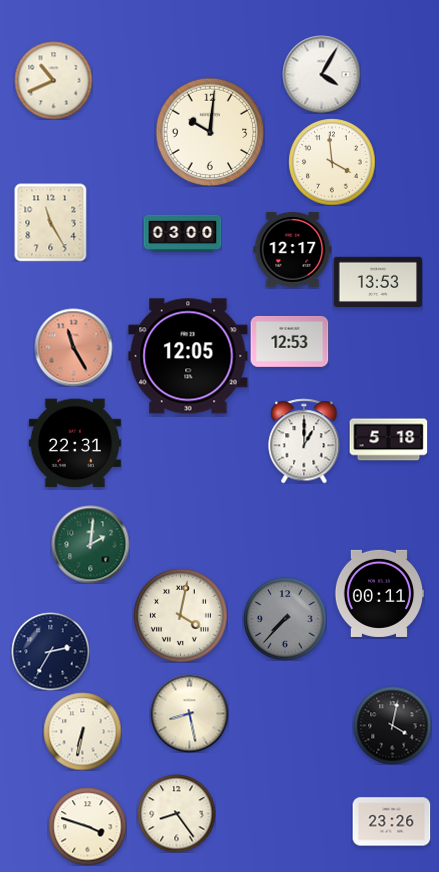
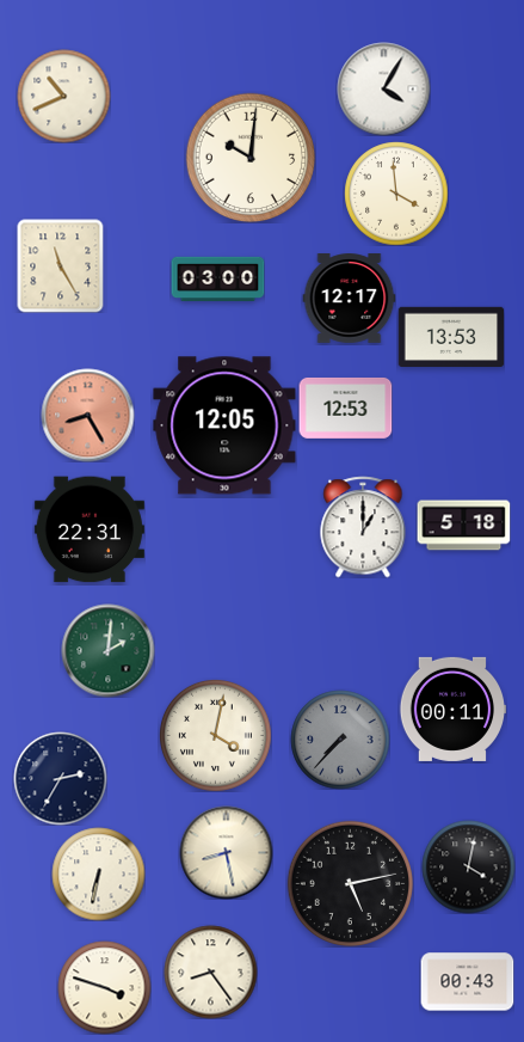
clock at (73, 347): 11:25 -> 8:25
clock at (350, 883): none -> 5:13
clock at (391, 822): 23:26 -> 00:43
